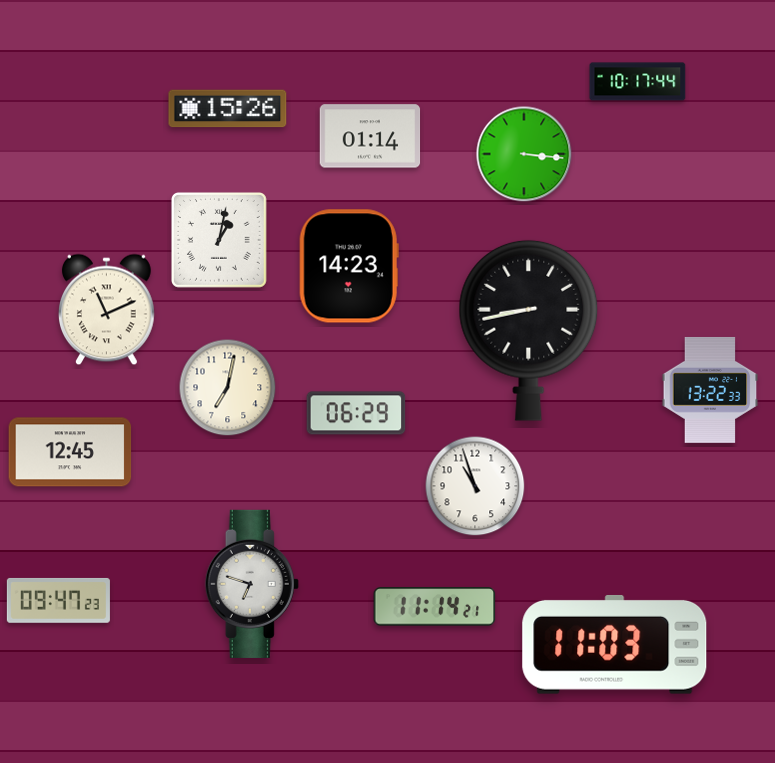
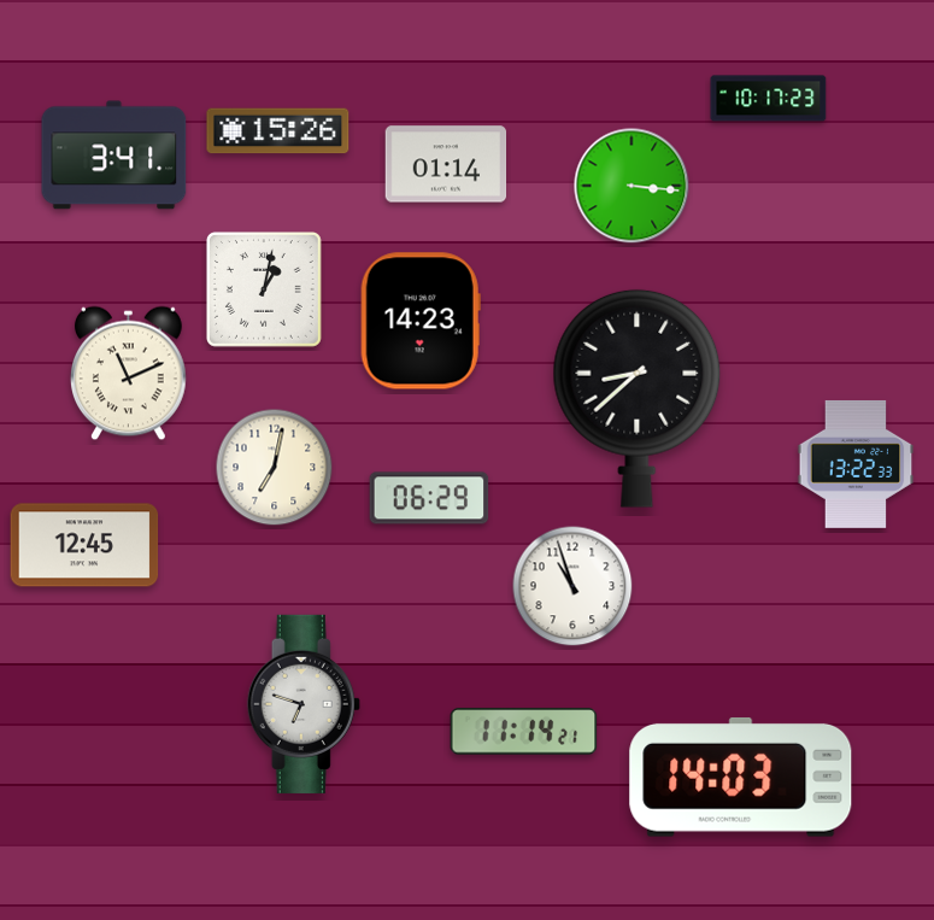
clock at (638, 82): 10:17:44 -> 10:17:23
clock at (228, 109) position: (228, 109) -> (278, 131)
clock at (114, 156): none -> 3:41
clock at (529, 330): 8:43 -> 8:38
clock at (710, 390) position: (710, 390) -> (856, 464)
clock at (58, 600): 09:47 -> none
clock at (615, 644): 11:03 -> 14:03
